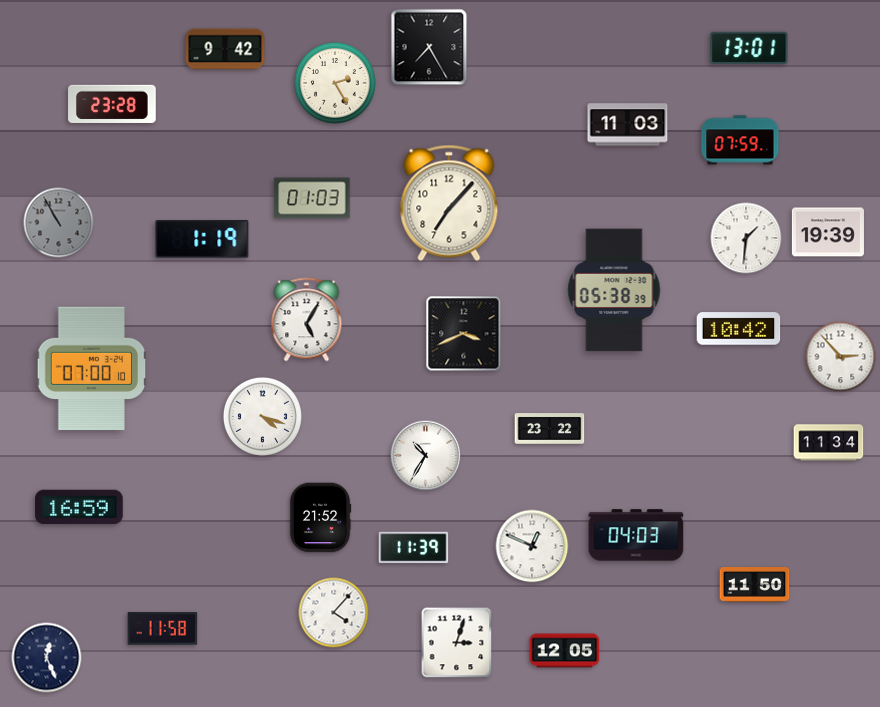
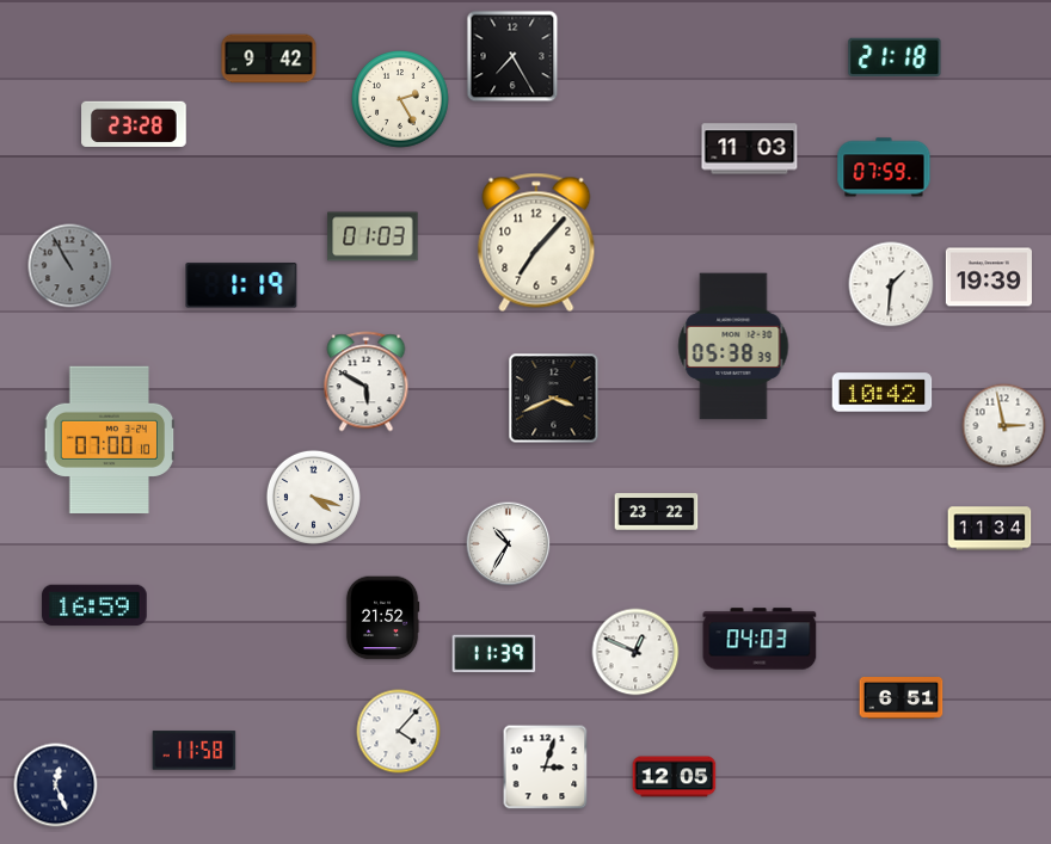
clock at (749, 47): 13:01 -> 21:18
clock at (307, 320): 5:05 -> 5:50
clock at (841, 357): 2:53 -> 2:58
clock at (755, 585): 11:50 -> 6:51
